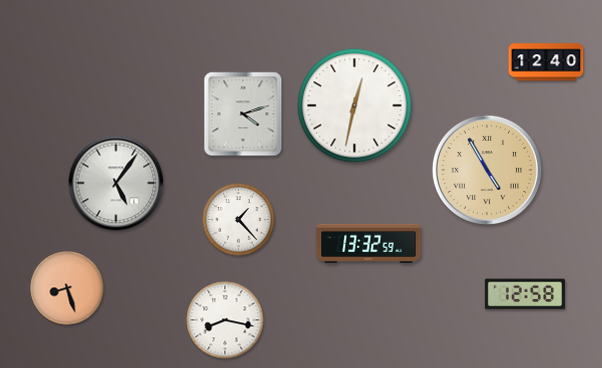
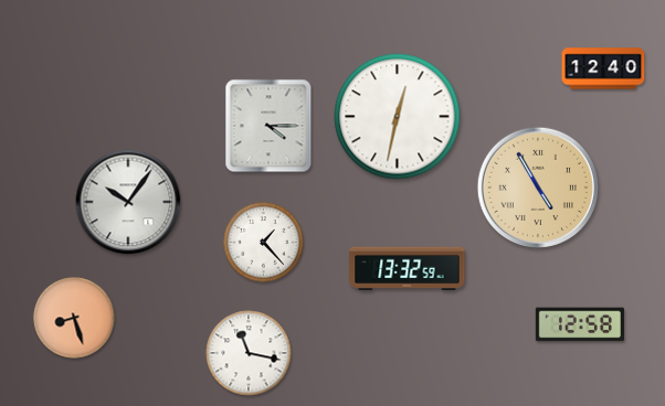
clock at (355, 106) position: (355, 106) -> (398, 117)
clock at (243, 114): 4:12 -> 4:15
clock at (116, 183): 5:06 -> 10:06
clock at (225, 320): 8:17 -> 11:17
